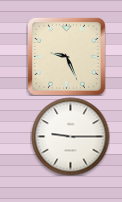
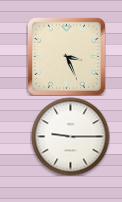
clock at (66, 56): 9:26 -> 3:26
